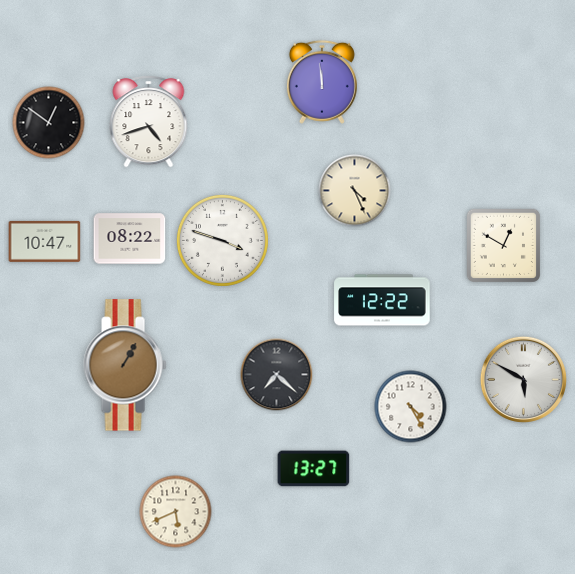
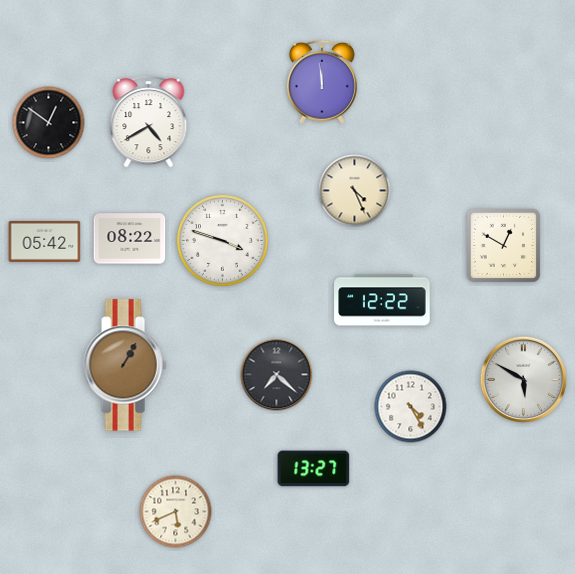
clock at (149, 122): 4:42 -> 4:40
clock at (45, 241): 10:47 -> 05:42
